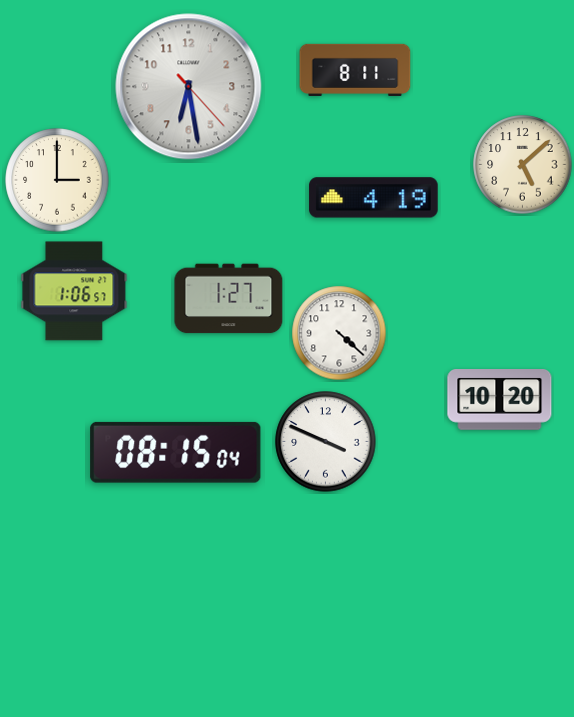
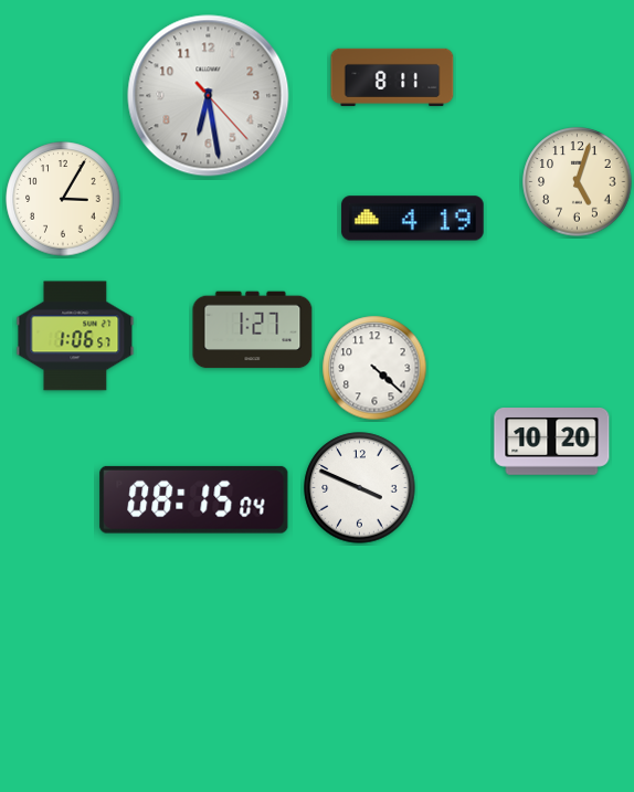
clock at (523, 165): 5:08 -> 5:03
clock at (57, 180): 3:00 -> 3:05
clock at (74, 291) position: (74, 291) -> (75, 336)
